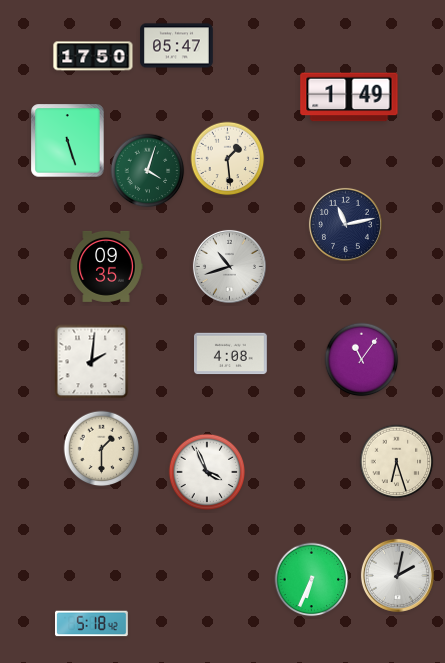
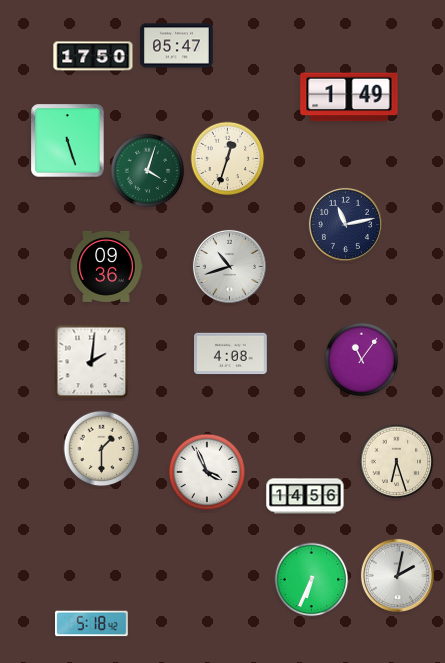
clock at (228, 159): 1:29 -> 12:33
clock at (106, 266): 09:35 -> 09:36
clock at (305, 496): none -> 14:56
